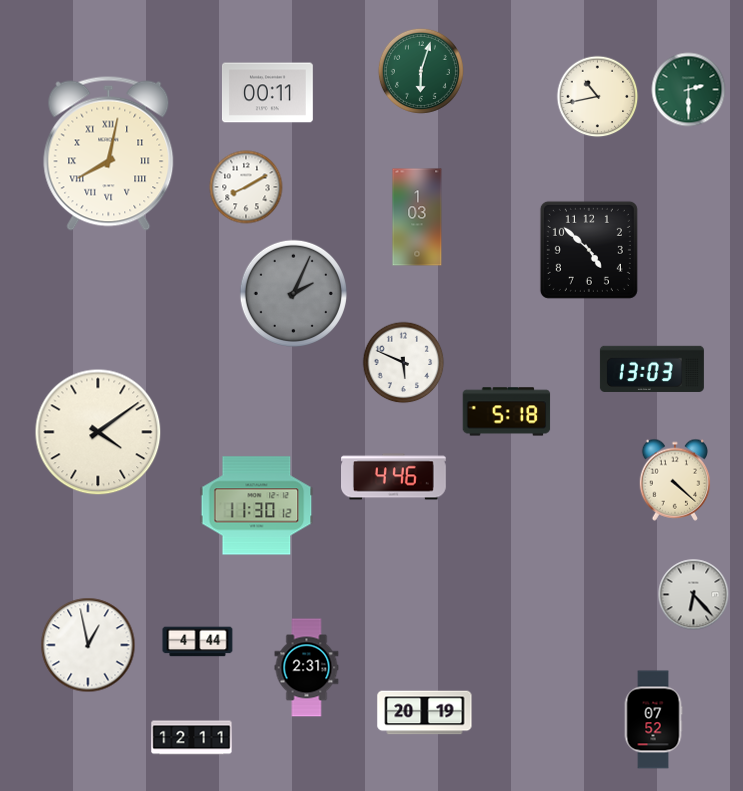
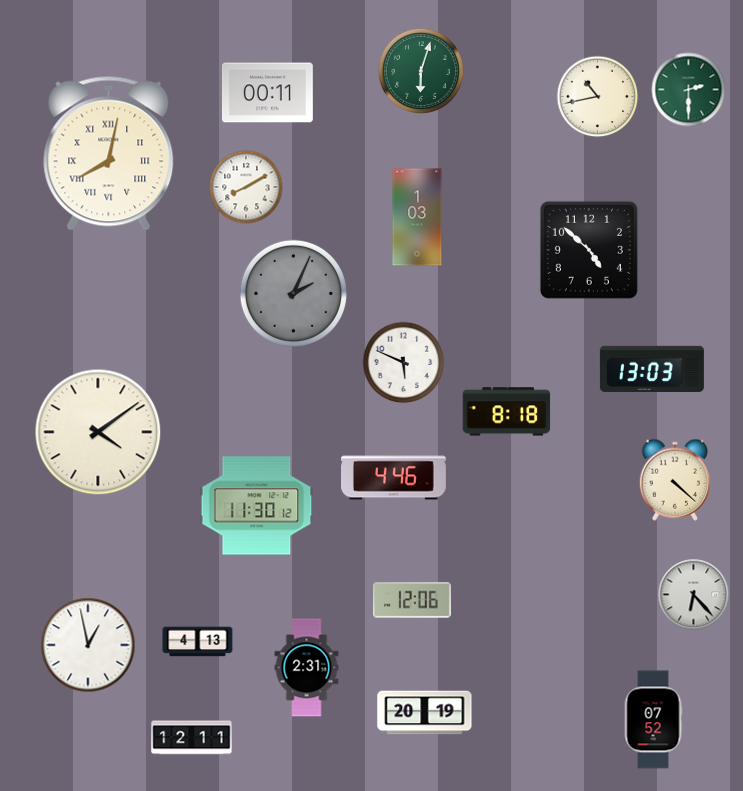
clock at (507, 412): 5:18 -> 8:18
clock at (412, 600): none -> 12:06
clock at (198, 642): 4:44 -> 4:13
